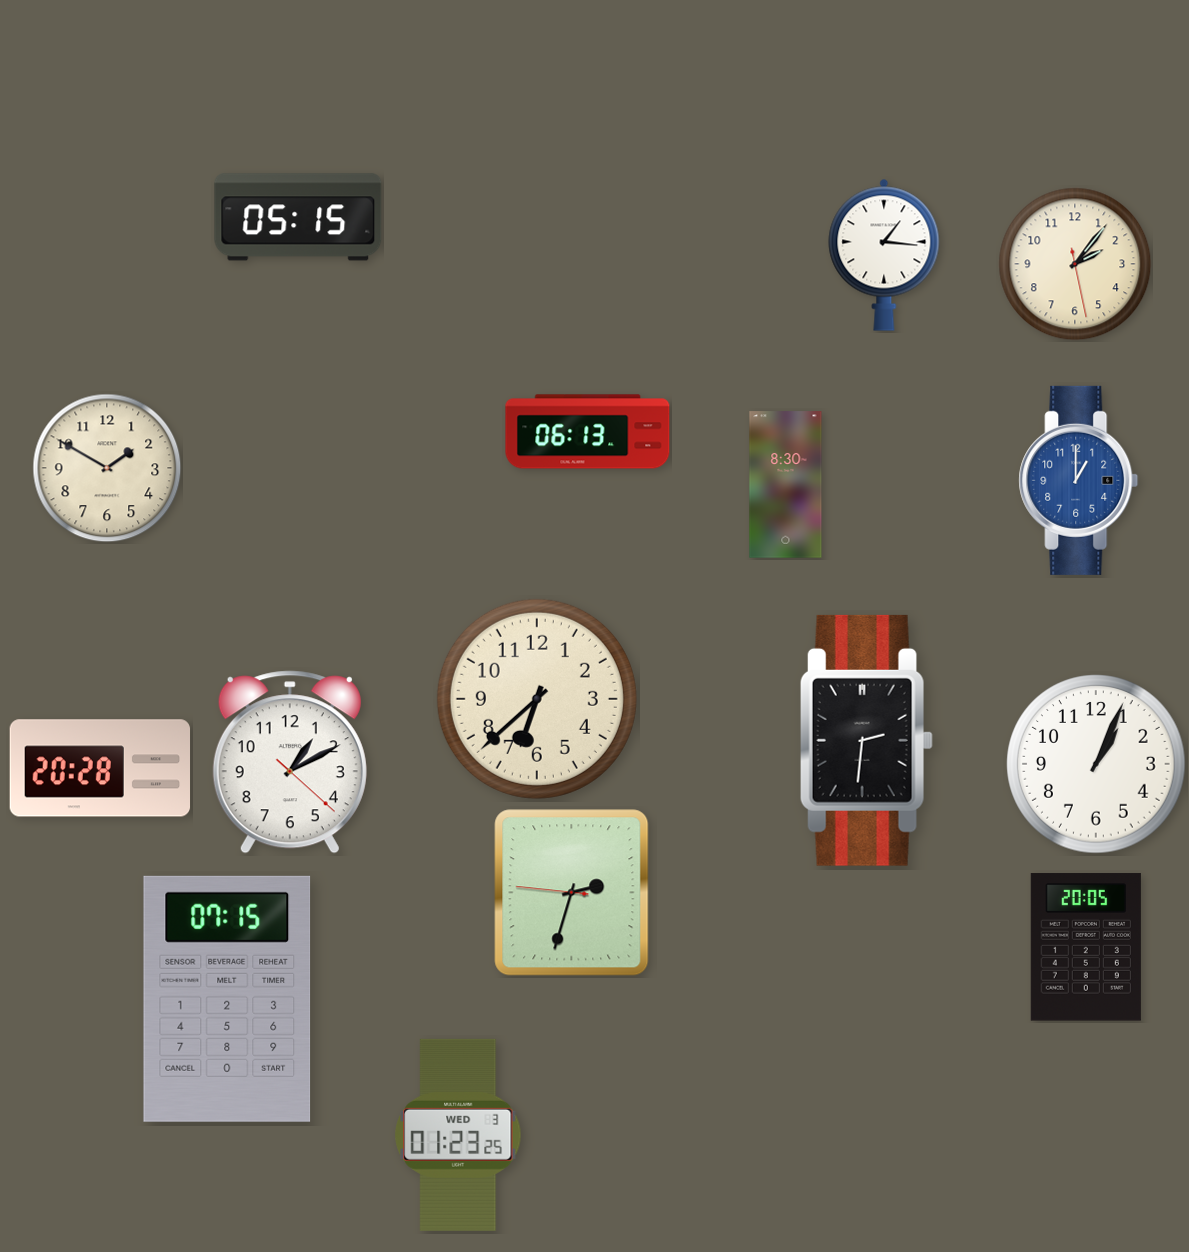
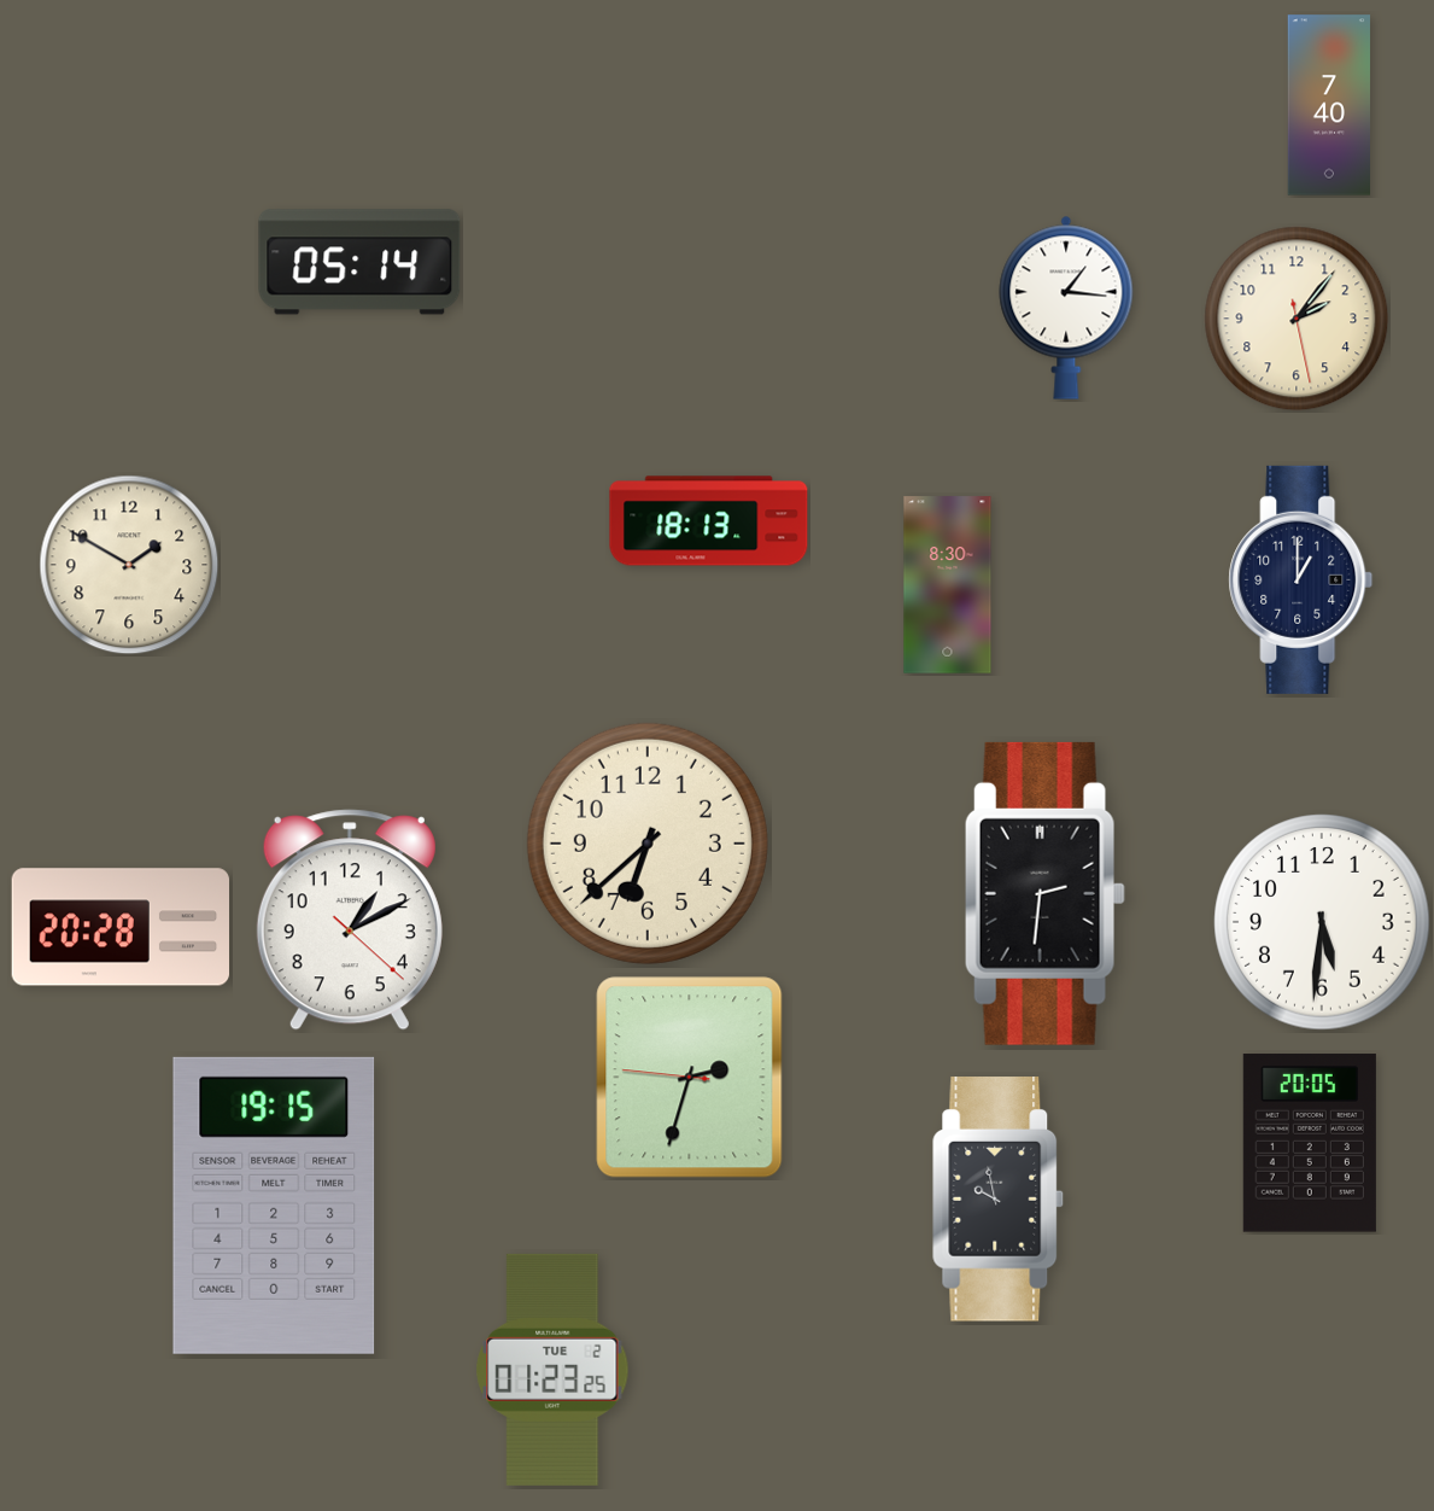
clock at (1329, 105): none -> 7:40
clock at (298, 217): 05:15 -> 05:14
clock at (588, 432): 06:13 -> 18:13
clock at (1079, 480) dial: blue -> navy
clock at (1096, 764): 1:04 -> 5:31
clock at (999, 1200): none -> 9:58
clock at (227, 999): 07:15 -> 19:15
clock at (458, 1135) date: WED 3 -> TUE 2
